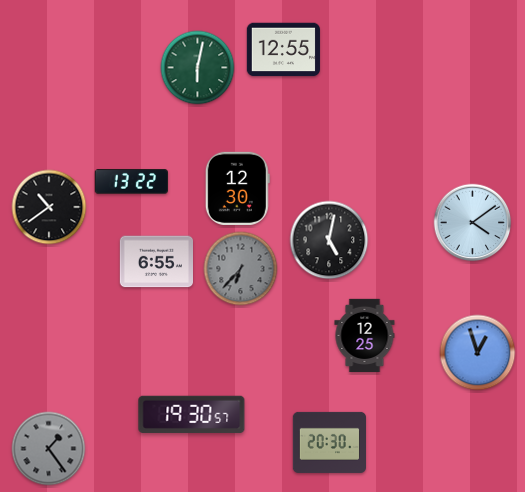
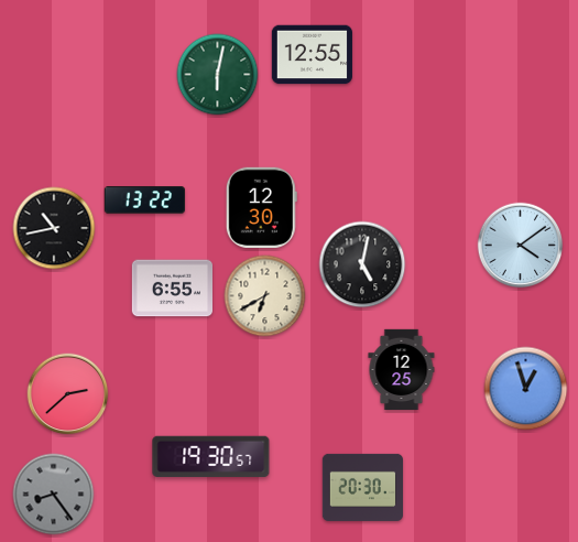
clock at (49, 207): 10:39 -> 10:43
clock at (241, 269): 6:37 -> 6:40
clock at (241, 269) dial: grey -> cream
clock at (68, 394): none -> 2:38
clock at (49, 449): 1:24 -> 8:24
